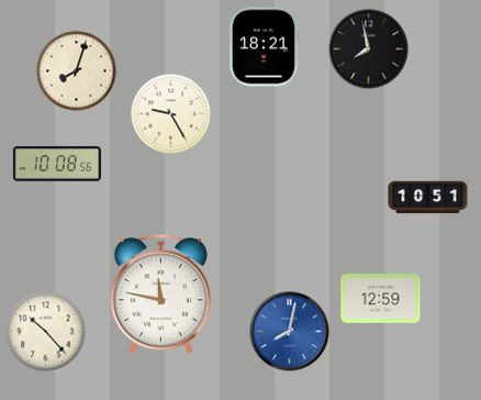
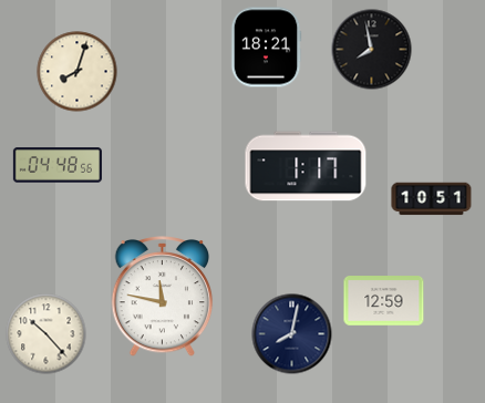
clock at (171, 114): 9:25 -> none
clock at (57, 164): 10:08 -> 04:48
clock at (306, 166): none -> 1:17
clock at (290, 332) dial: blue -> navy
